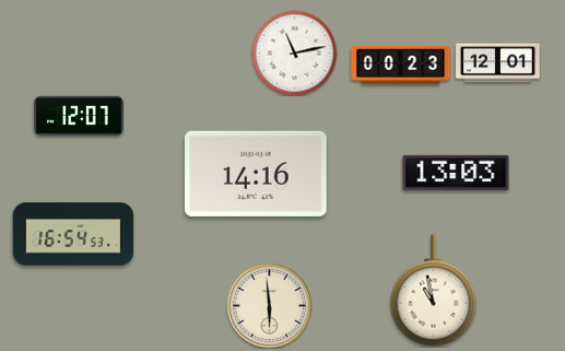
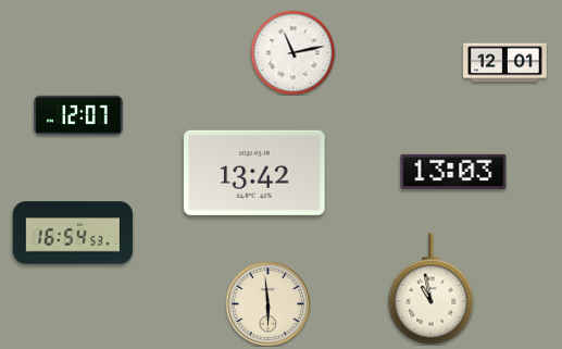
clock at (498, 63) position: (498, 63) -> (505, 63)
clock at (401, 65): 00:23 -> none
clock at (256, 174): 14:16 -> 13:42
